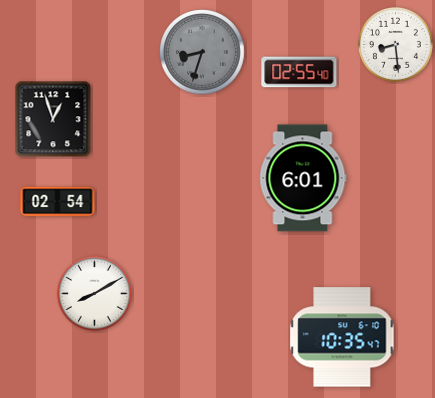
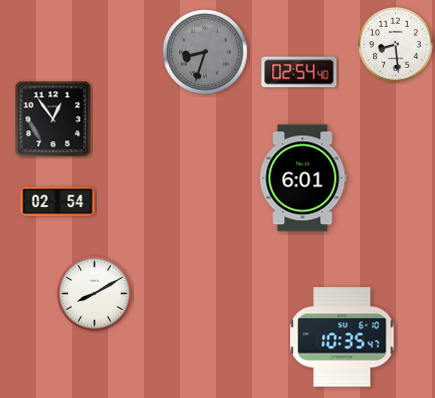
clock at (202, 52) position: (202, 52) -> (205, 52)
clock at (299, 72): 02:55 -> 02:54
clock at (53, 119): 12:57 -> 12:54
